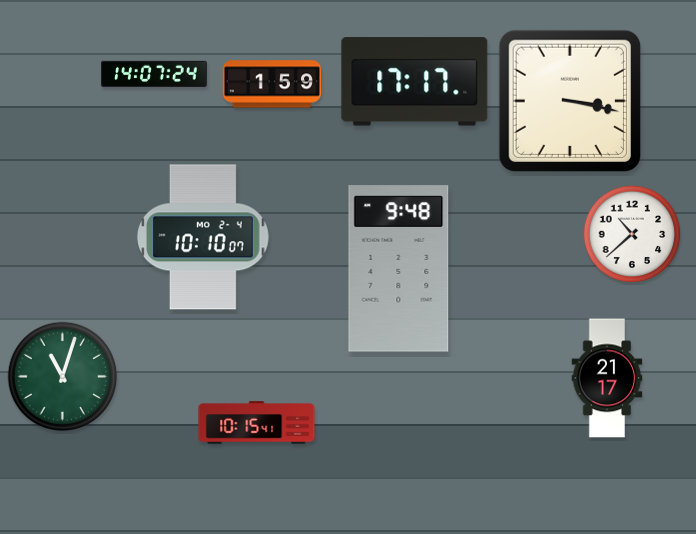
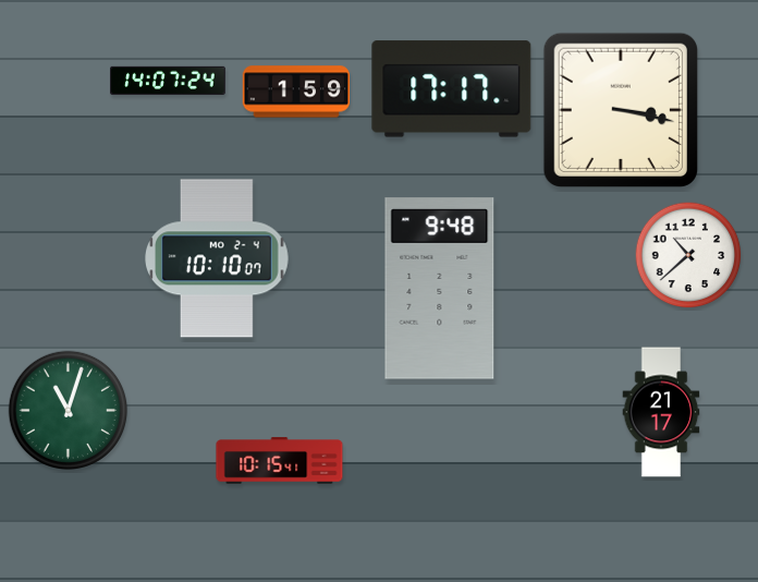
clock at (204, 237) position: (204, 237) -> (218, 258)
clock at (399, 269) position: (399, 269) -> (440, 289)
